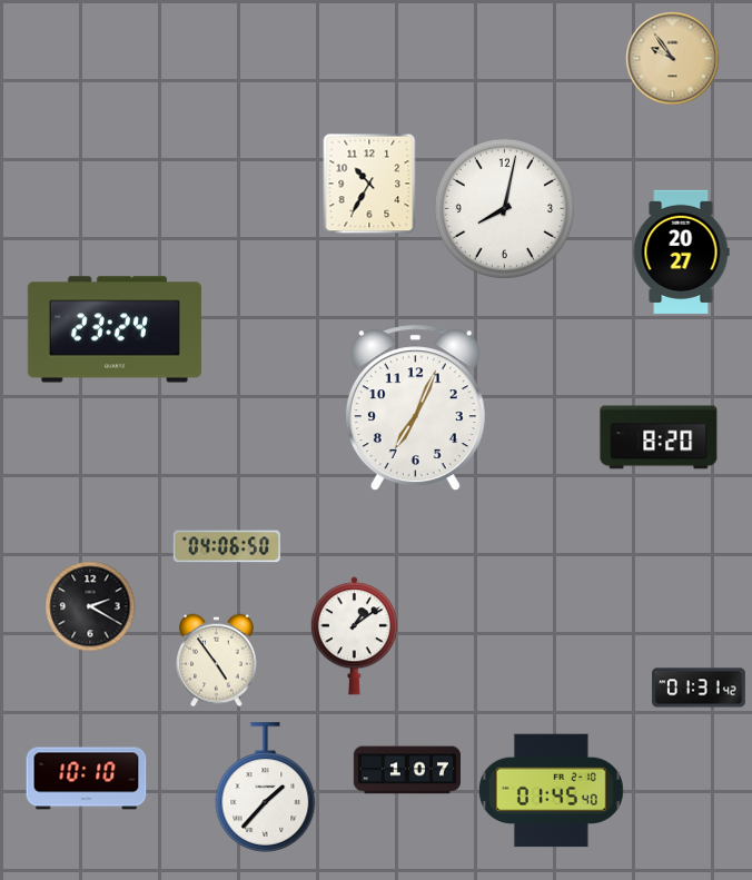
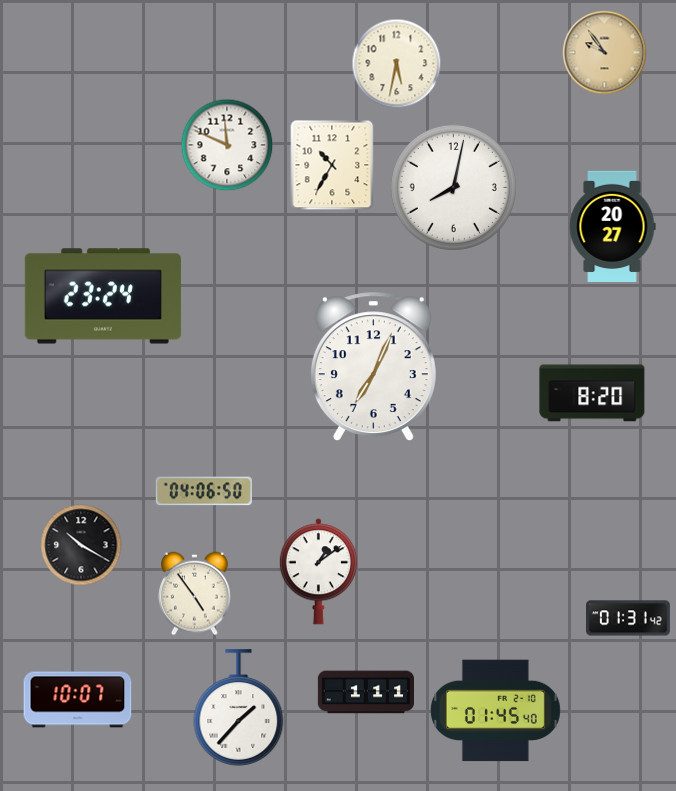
clock at (397, 64): none -> 5:32
clock at (227, 145): none -> 11:49
clock at (90, 606): 2:20 -> 10:20
clock at (406, 770): 1:07 -> 1:11
clock at (87, 779): 10:10 -> 10:07
